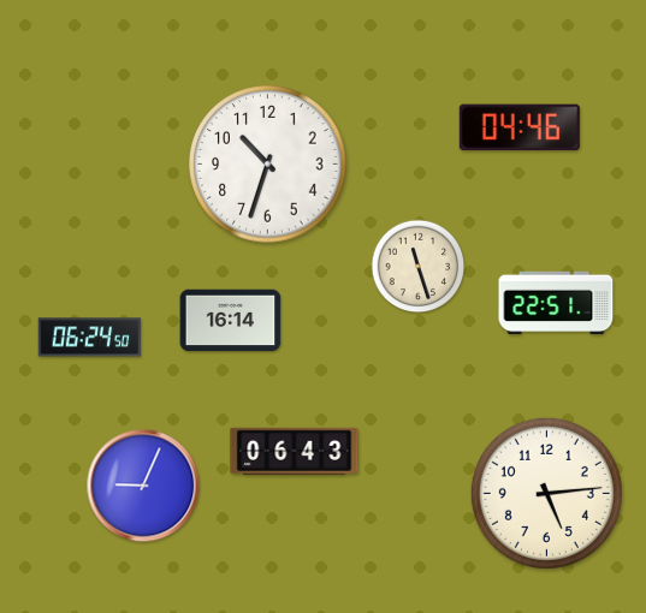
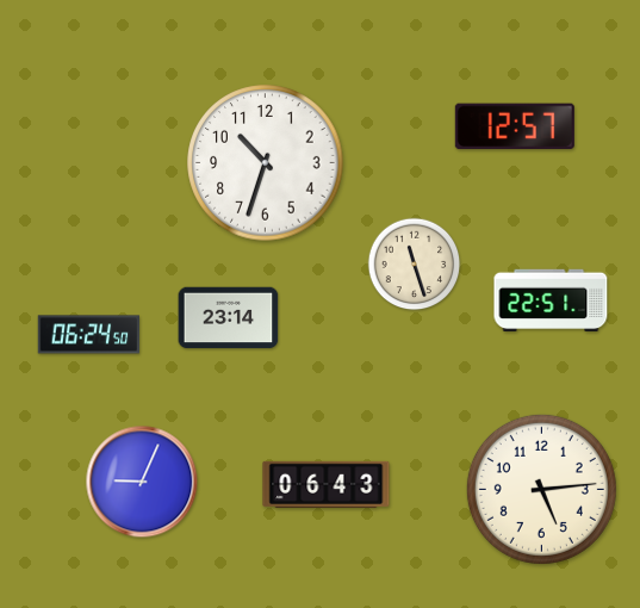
clock at (520, 127): 04:46 -> 12:57
clock at (231, 321): 16:14 -> 23:14
clock at (295, 451) position: (295, 451) -> (327, 484)
